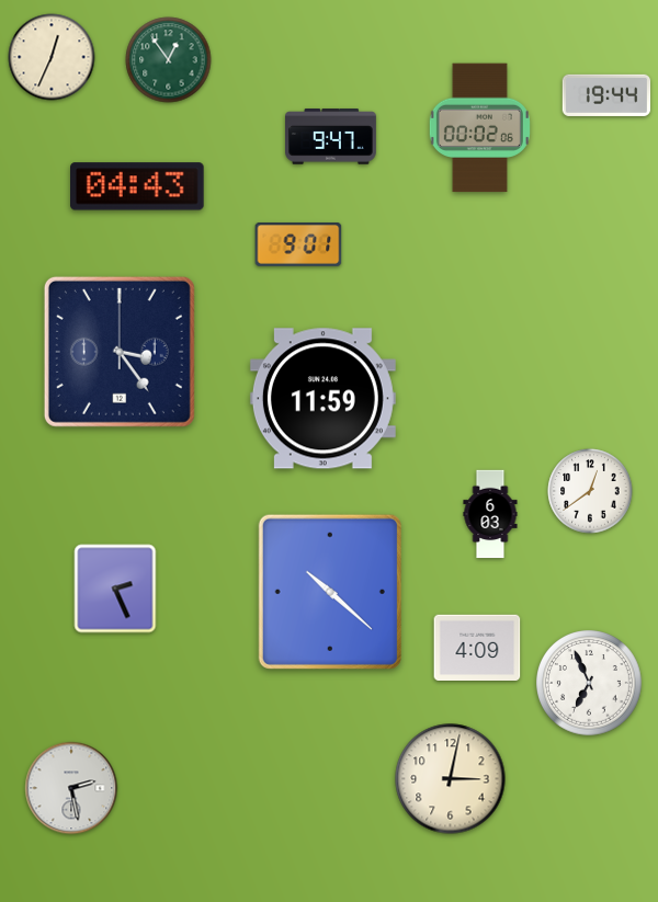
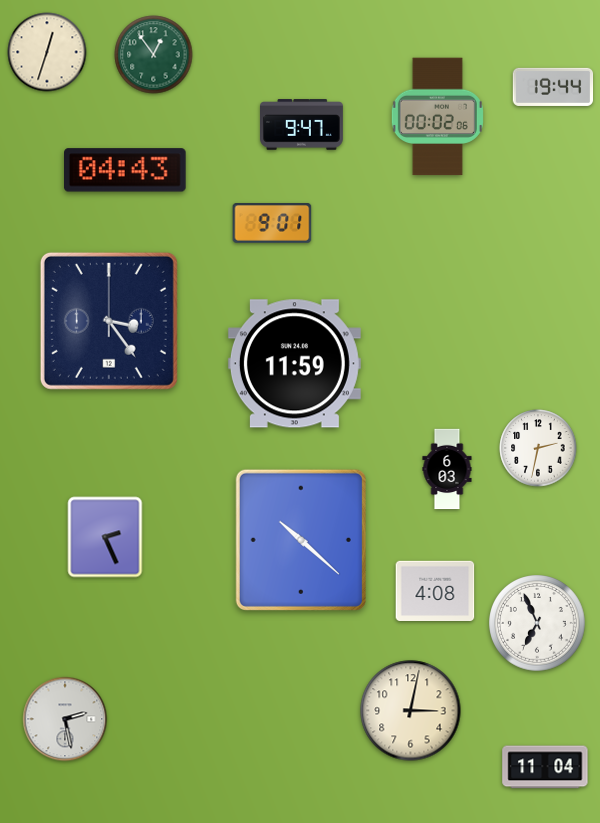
clock at (52, 57): 12:34 -> 12:33
clock at (590, 491): 12:39 -> 2:32
clock at (477, 648): 4:09 -> 4:08
clock at (545, 767): none -> 11:04
